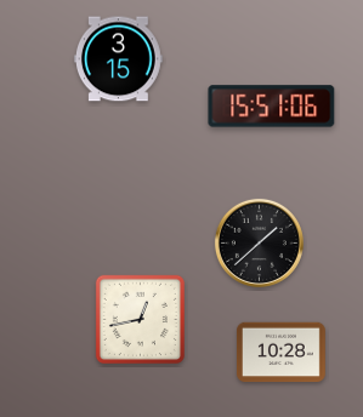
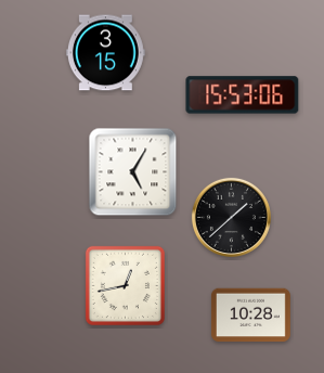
clock at (272, 107): 15:51 -> 15:53
clock at (133, 172): none -> 5:05
